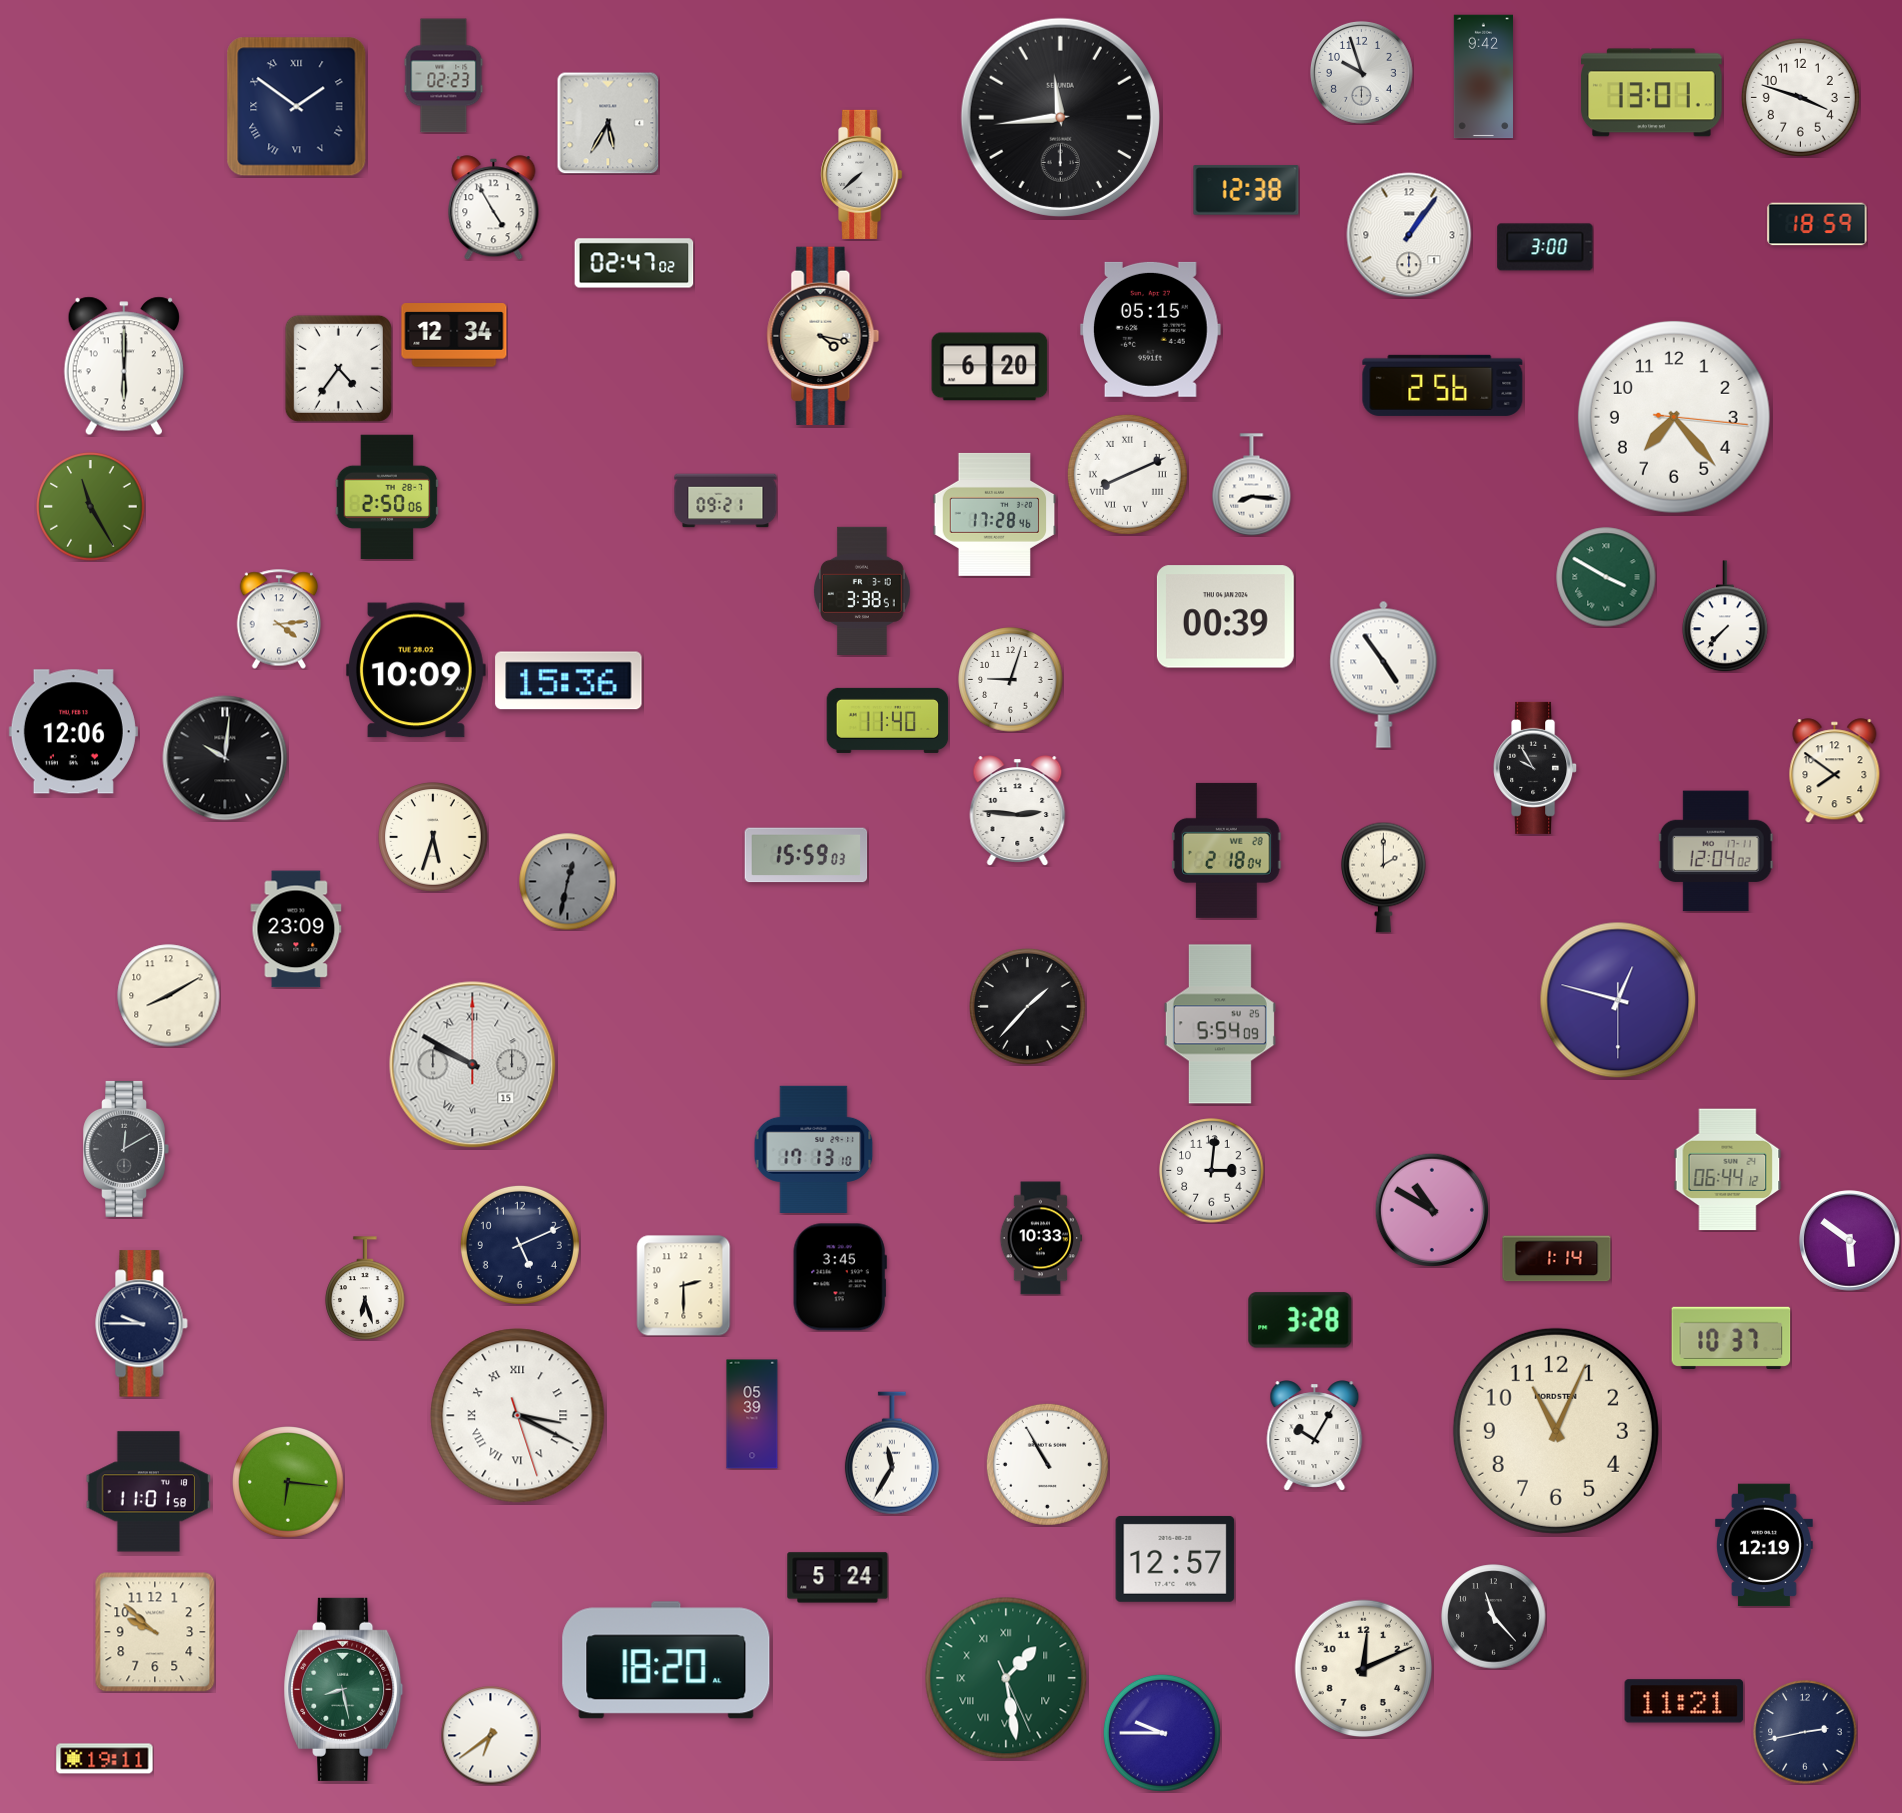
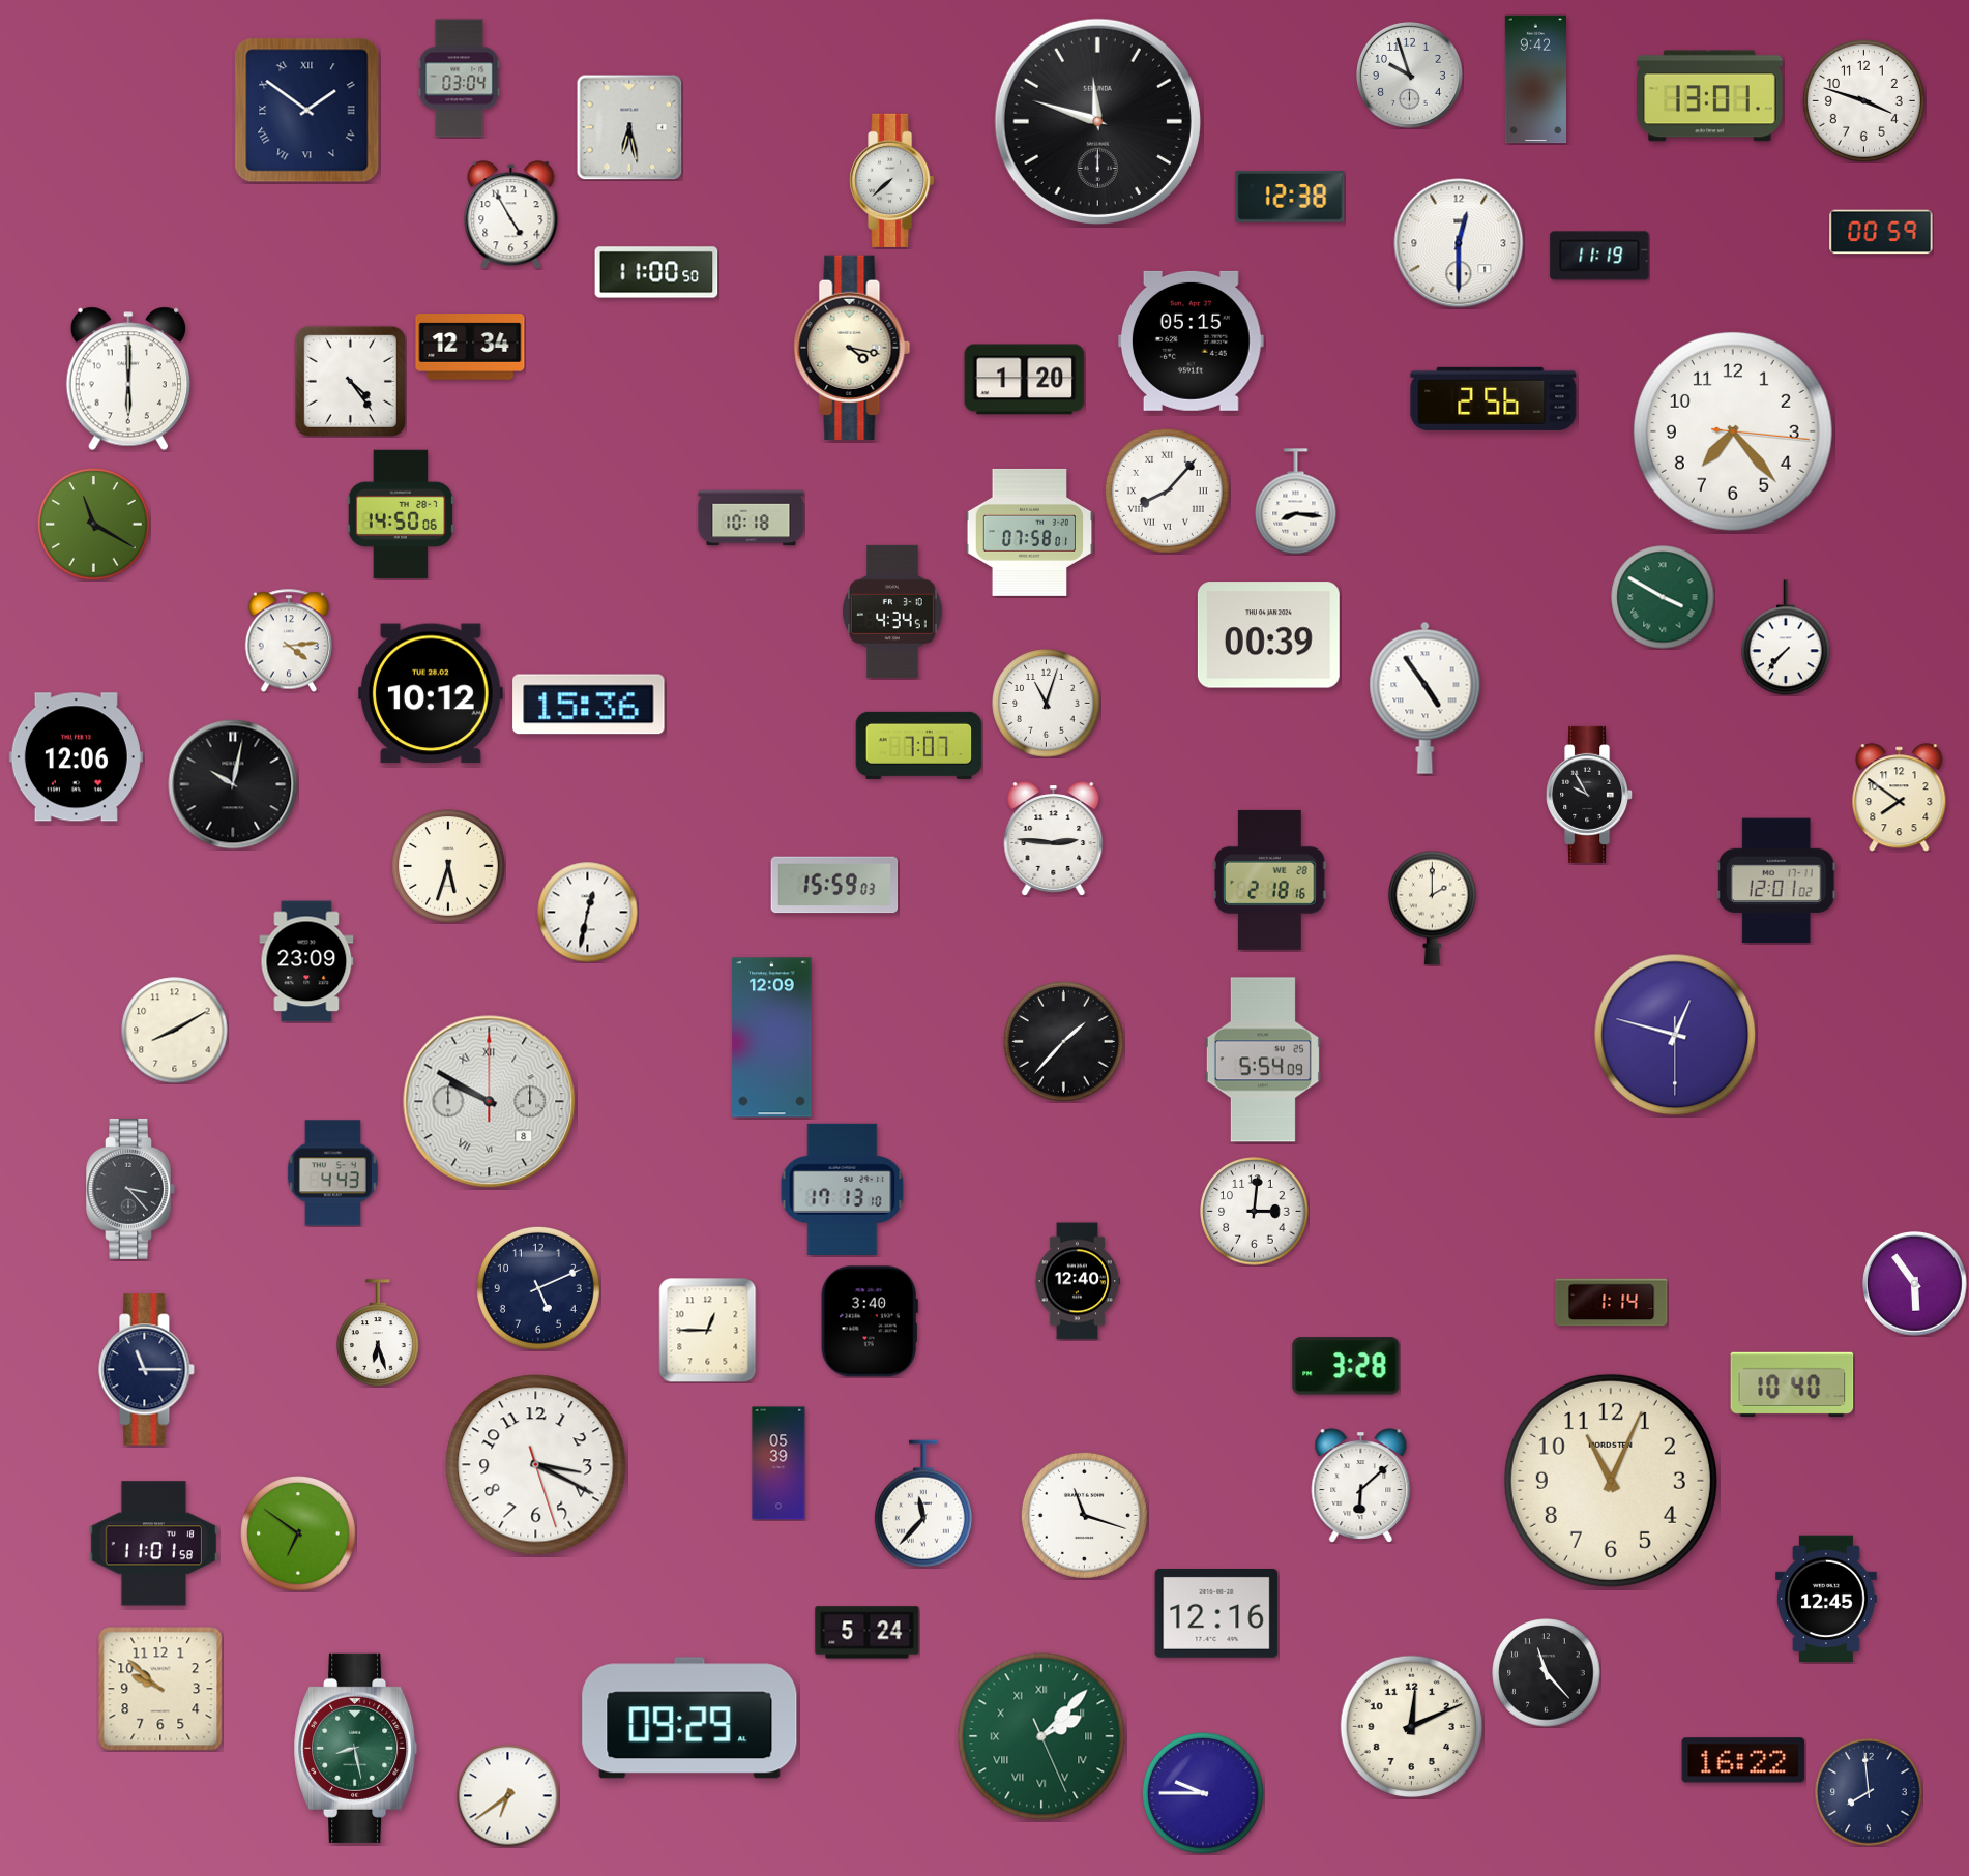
clock at (444, 76): 02:23 -> 03:04
clock at (1060, 117): 11:44 -> 11:48
clock at (608, 123): 5:35 -> 6:28
clock at (1817, 224): 18:59 -> 00:59
clock at (1409, 235): 1:06 -> 12:30
clock at (1545, 247): 3:00 -> 11:19
clock at (634, 263): 02:47 -> 11:00
clock at (990, 367): 6:20 -> 1:20
clock at (338, 368): 4:36 -> 4:24
clock at (1127, 474): 8:11 -> 8:07
clock at (387, 497): 2:50 -> 14:50
clock at (726, 501): 09:21 -> 10:18
clock at (91, 507): 11:25 -> 11:20
clock at (995, 514): 17:28 -> 07:58
clock at (862, 591): 3:38 -> 4:34
clock at (1225, 617) position: (1225, 617) -> (1268, 635)
clock at (416, 670): 10:09 -> 10:12
clock at (1384, 674) position: (1384, 674) -> (1426, 697)
clock at (1011, 680): 9:03 -> 11:03
clock at (888, 720): 11:40 -> 7:07
clock at (225, 758): 10:01 -> 10:02
clock at (1227, 850): 2:18:04 -> 2:18:16
clock at (1716, 851): 12:04 -> 12:01
clock at (567, 881) dial: grey -> white
clock at (772, 1038): none -> 12:09
clock at (473, 1065) date: 15 -> 8
clock at (332, 1173): none -> 4:43
clock at (126, 1149): 12:10 -> 3:23
clock at (1728, 1170): 06:44 -> none
clock at (1432, 1210): 10:50 -> none
clock at (1041, 1238): 10:33 -> 12:40
clock at (1850, 1241): 5:51 -> 5:54
clock at (840, 1277): 3:45 -> 3:40
clock at (684, 1285): 2:30 -> 12:45
clock at (142, 1324): 9:45 -> 11:15
clock at (1731, 1338): 10:37 -> 10:40
clock at (518, 1416) numerals: Roman -> Arabic
clock at (1315, 1436): 10:05 -> 6:08
clock at (892, 1453): 11:35 -> 11:37
clock at (1047, 1464): 10:55 -> 11:18
clock at (288, 1482): 6:16 -> 6:51
clock at (1764, 1545): 12:19 -> 12:45
clock at (1175, 1559): 12:57 -> 12:16
clock at (666, 1660): 18:20 -> 09:29
clock at (1006, 1678): 1:28 -> 2:07
clock at (1684, 1701): 11:21 -> 16:22
clock at (1805, 1732): 2:43 -> 7:59
clock at (105, 1759): 19:11 -> none
